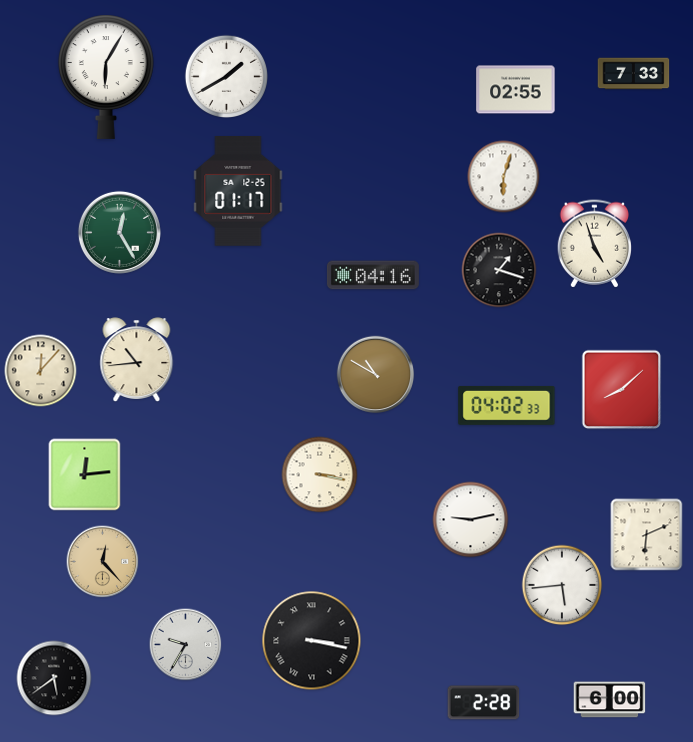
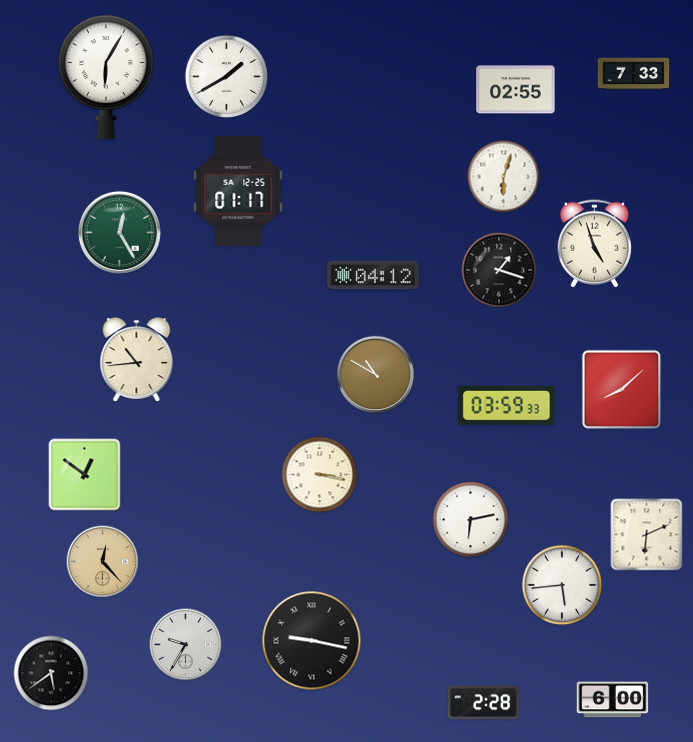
clock at (373, 275): 04:16 -> 04:12
clock at (41, 371): 12:07 -> none
clock at (507, 405): 04:02 -> 03:59
clock at (85, 475): 12:14 -> 12:51
clock at (471, 520): 9:13 -> 6:13
clock at (312, 641): 3:17 -> 9:17
clock at (54, 678) position: (54, 678) -> (51, 673)
clock at (610, 700) position: (610, 700) -> (613, 700)
